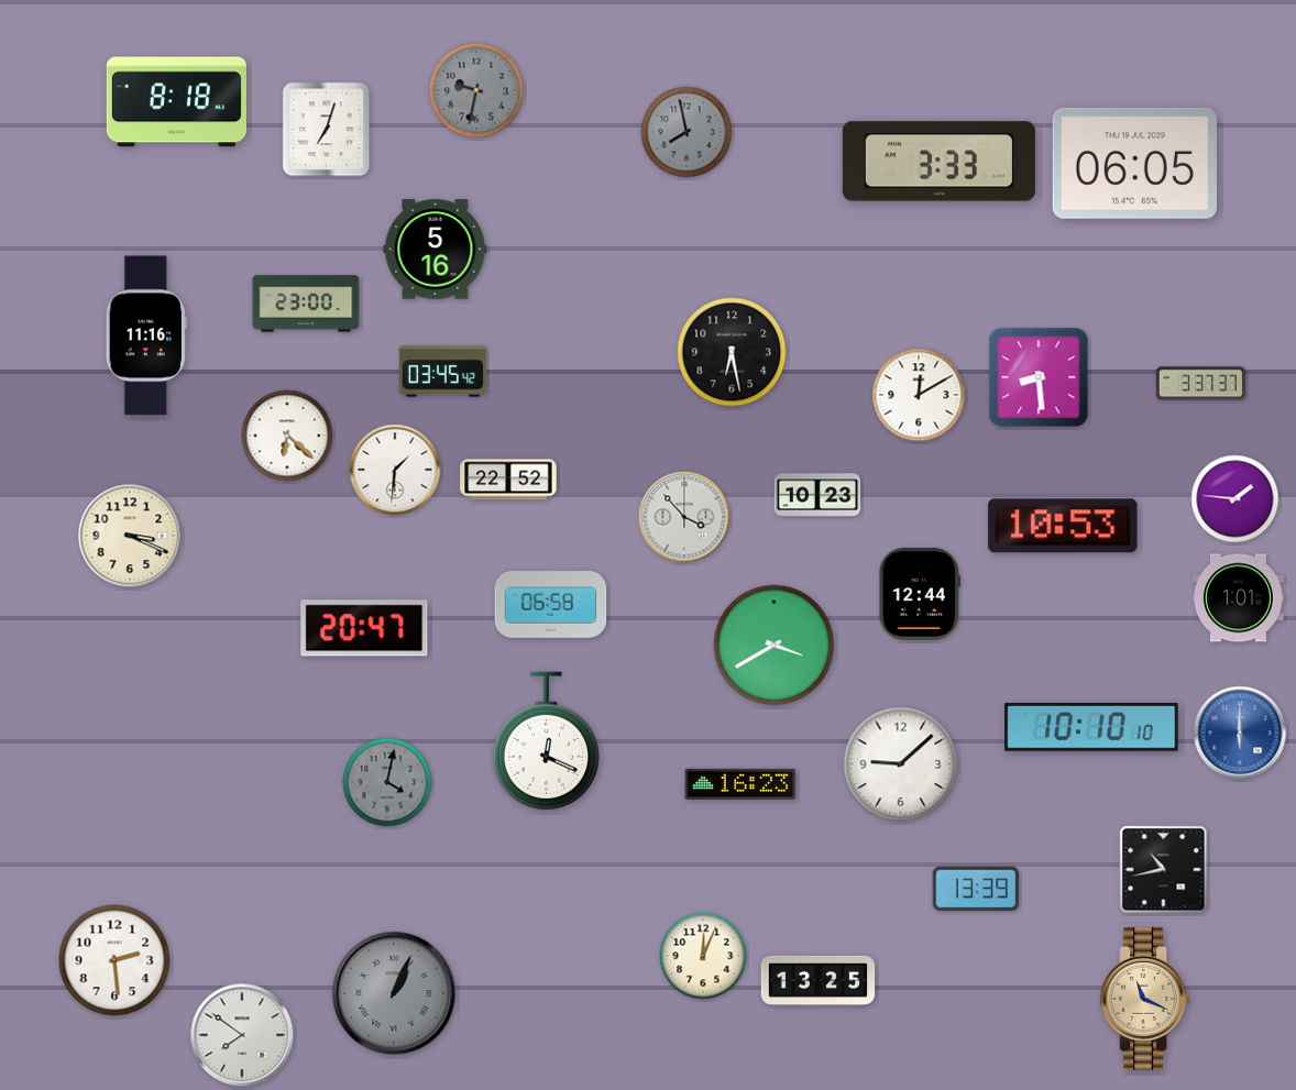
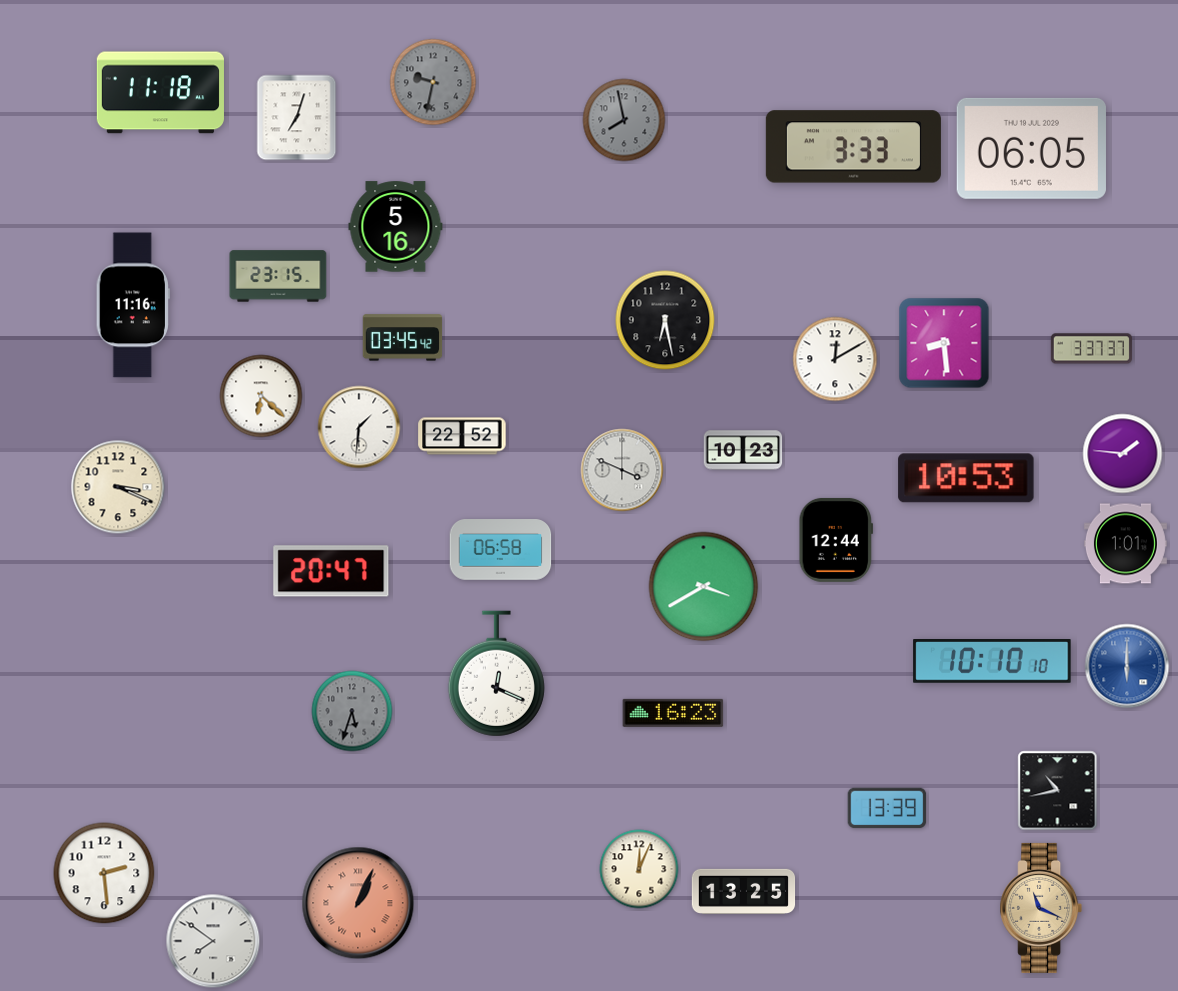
clock at (176, 102): 8:18 -> 11:18
clock at (306, 304): 23:00 -> 23:15
clock at (684, 517): 3:53 -> 3:49
clock at (901, 764): 9:08 -> none
clock at (387, 782): 4:02 -> 5:33
clock at (394, 993) dial: grey -> salmon
clock at (242, 1035) position: (242, 1035) -> (213, 941)
